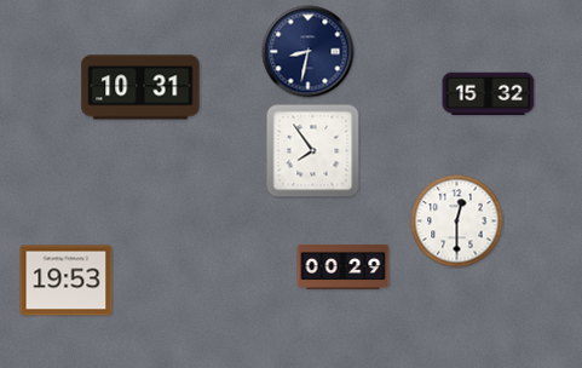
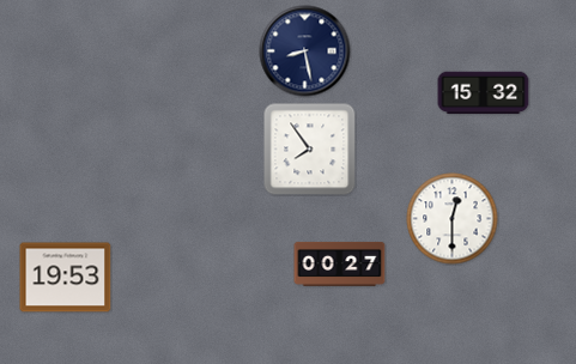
clock at (309, 52): 8:32 -> 8:28
clock at (140, 87): 10:31 -> none
clock at (344, 266): 00:29 -> 00:27
